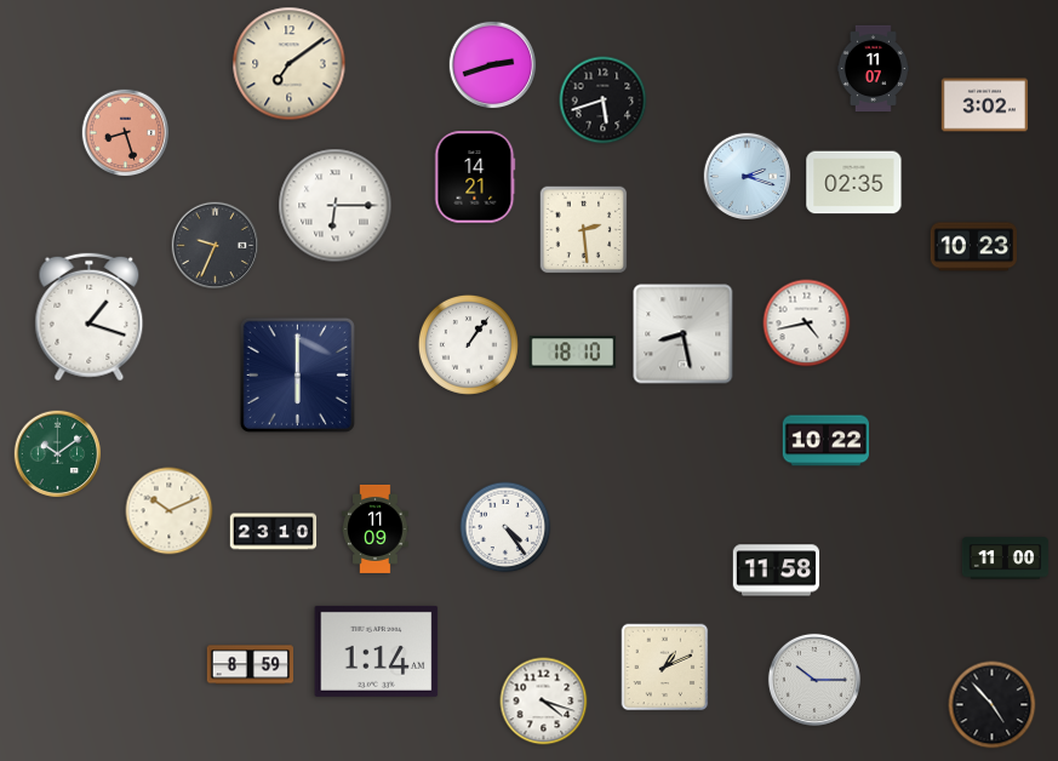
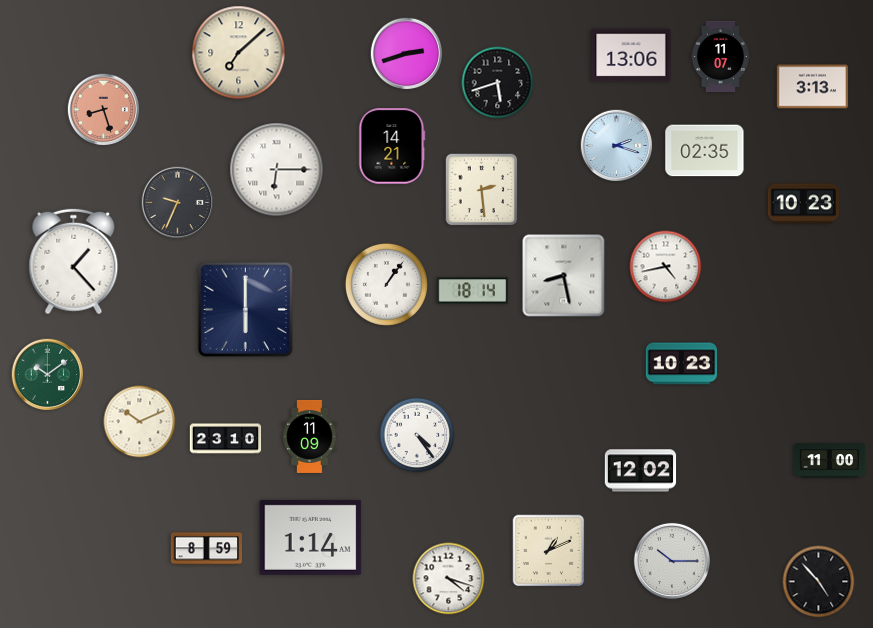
clock at (290, 64): 7:09 -> 7:08
clock at (631, 55): none -> 13:06
clock at (984, 105): 3:02 -> 3:13
clock at (90, 317): 1:18 -> 1:23
clock at (573, 353): 18:10 -> 18:14
clock at (825, 441): 10:22 -> 10:23
clock at (777, 571): 11:58 -> 12:02
